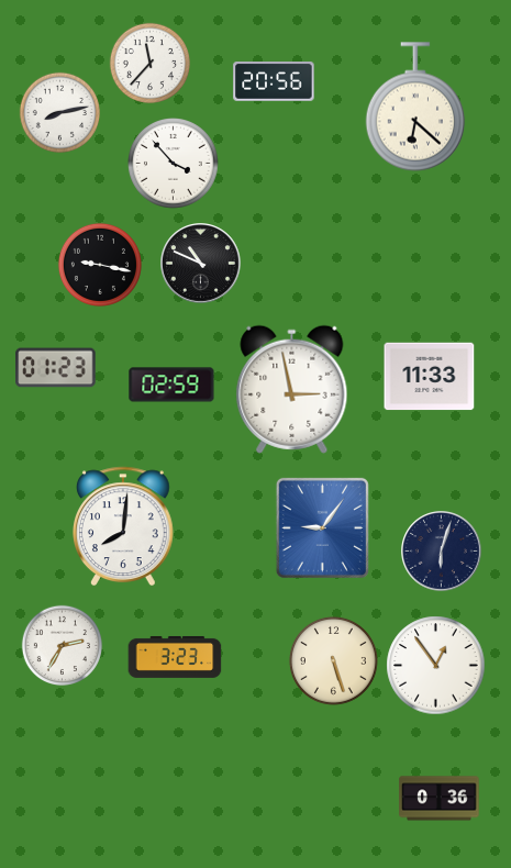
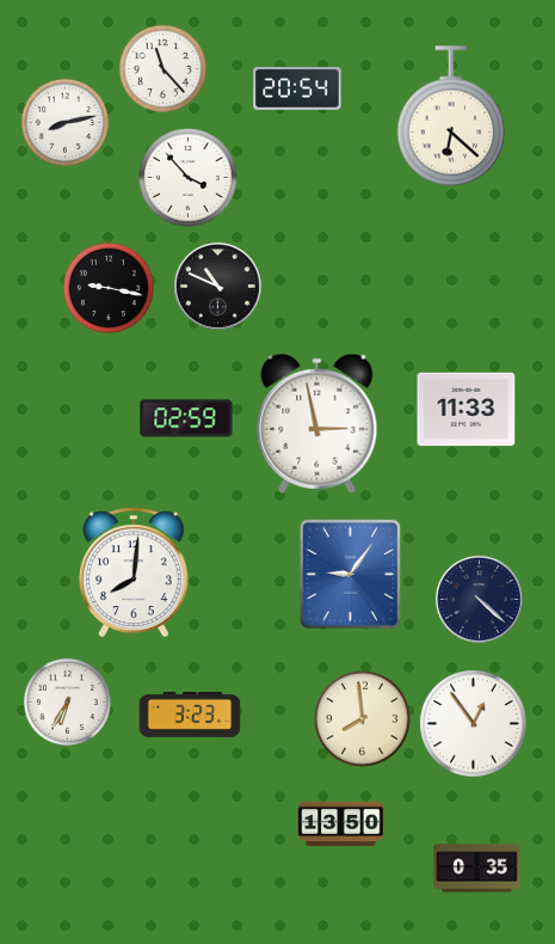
clock at (149, 63): 11:37 -> 11:23
clock at (274, 82): 20:56 -> 20:54
clock at (56, 368): 01:23 -> none
clock at (442, 552): 6:03 -> 4:22
clock at (62, 645): 2:35 -> 6:35
clock at (333, 660): 5:27 -> 7:59
clock at (341, 825): none -> 13:50
clock at (440, 799): 0:36 -> 0:35
